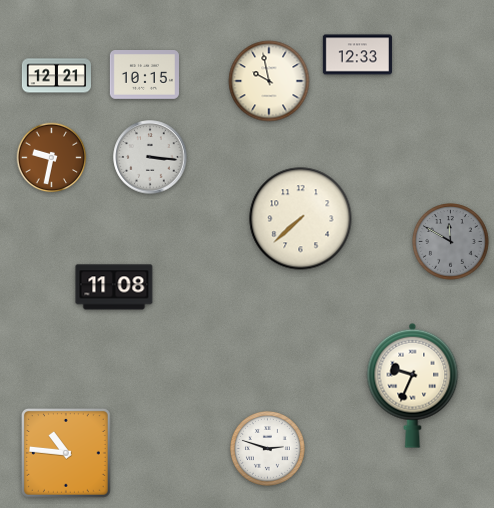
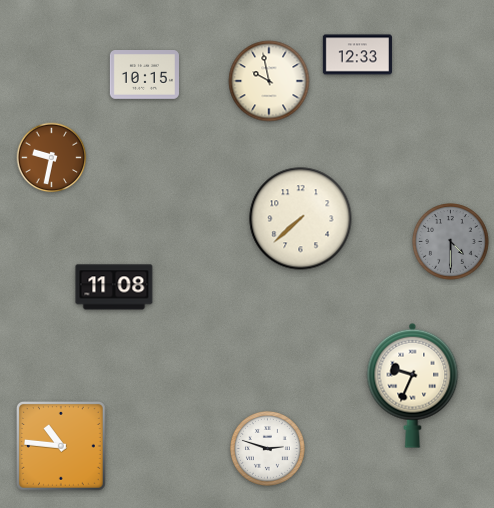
clock at (56, 76): 12:21 -> none
clock at (150, 157): 3:16 -> none
clock at (451, 242): 11:50 -> 4:30
clock at (66, 453) position: (66, 453) -> (61, 446)
